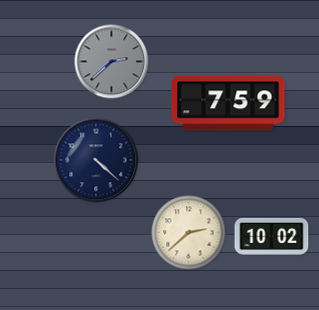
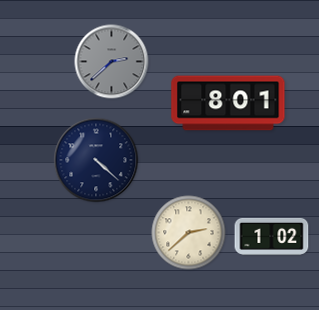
clock at (228, 103): 7:59 -> 8:01
clock at (272, 236): 10:02 -> 1:02
